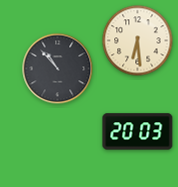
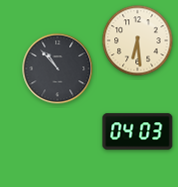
clock at (138, 132): 20:03 -> 04:03
